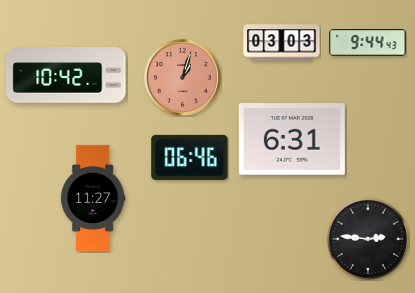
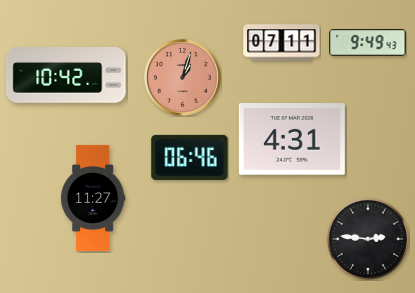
clock at (282, 43): 03:03 -> 07:11
clock at (368, 43): 9:44 -> 9:49
clock at (292, 139): 6:31 -> 4:31
